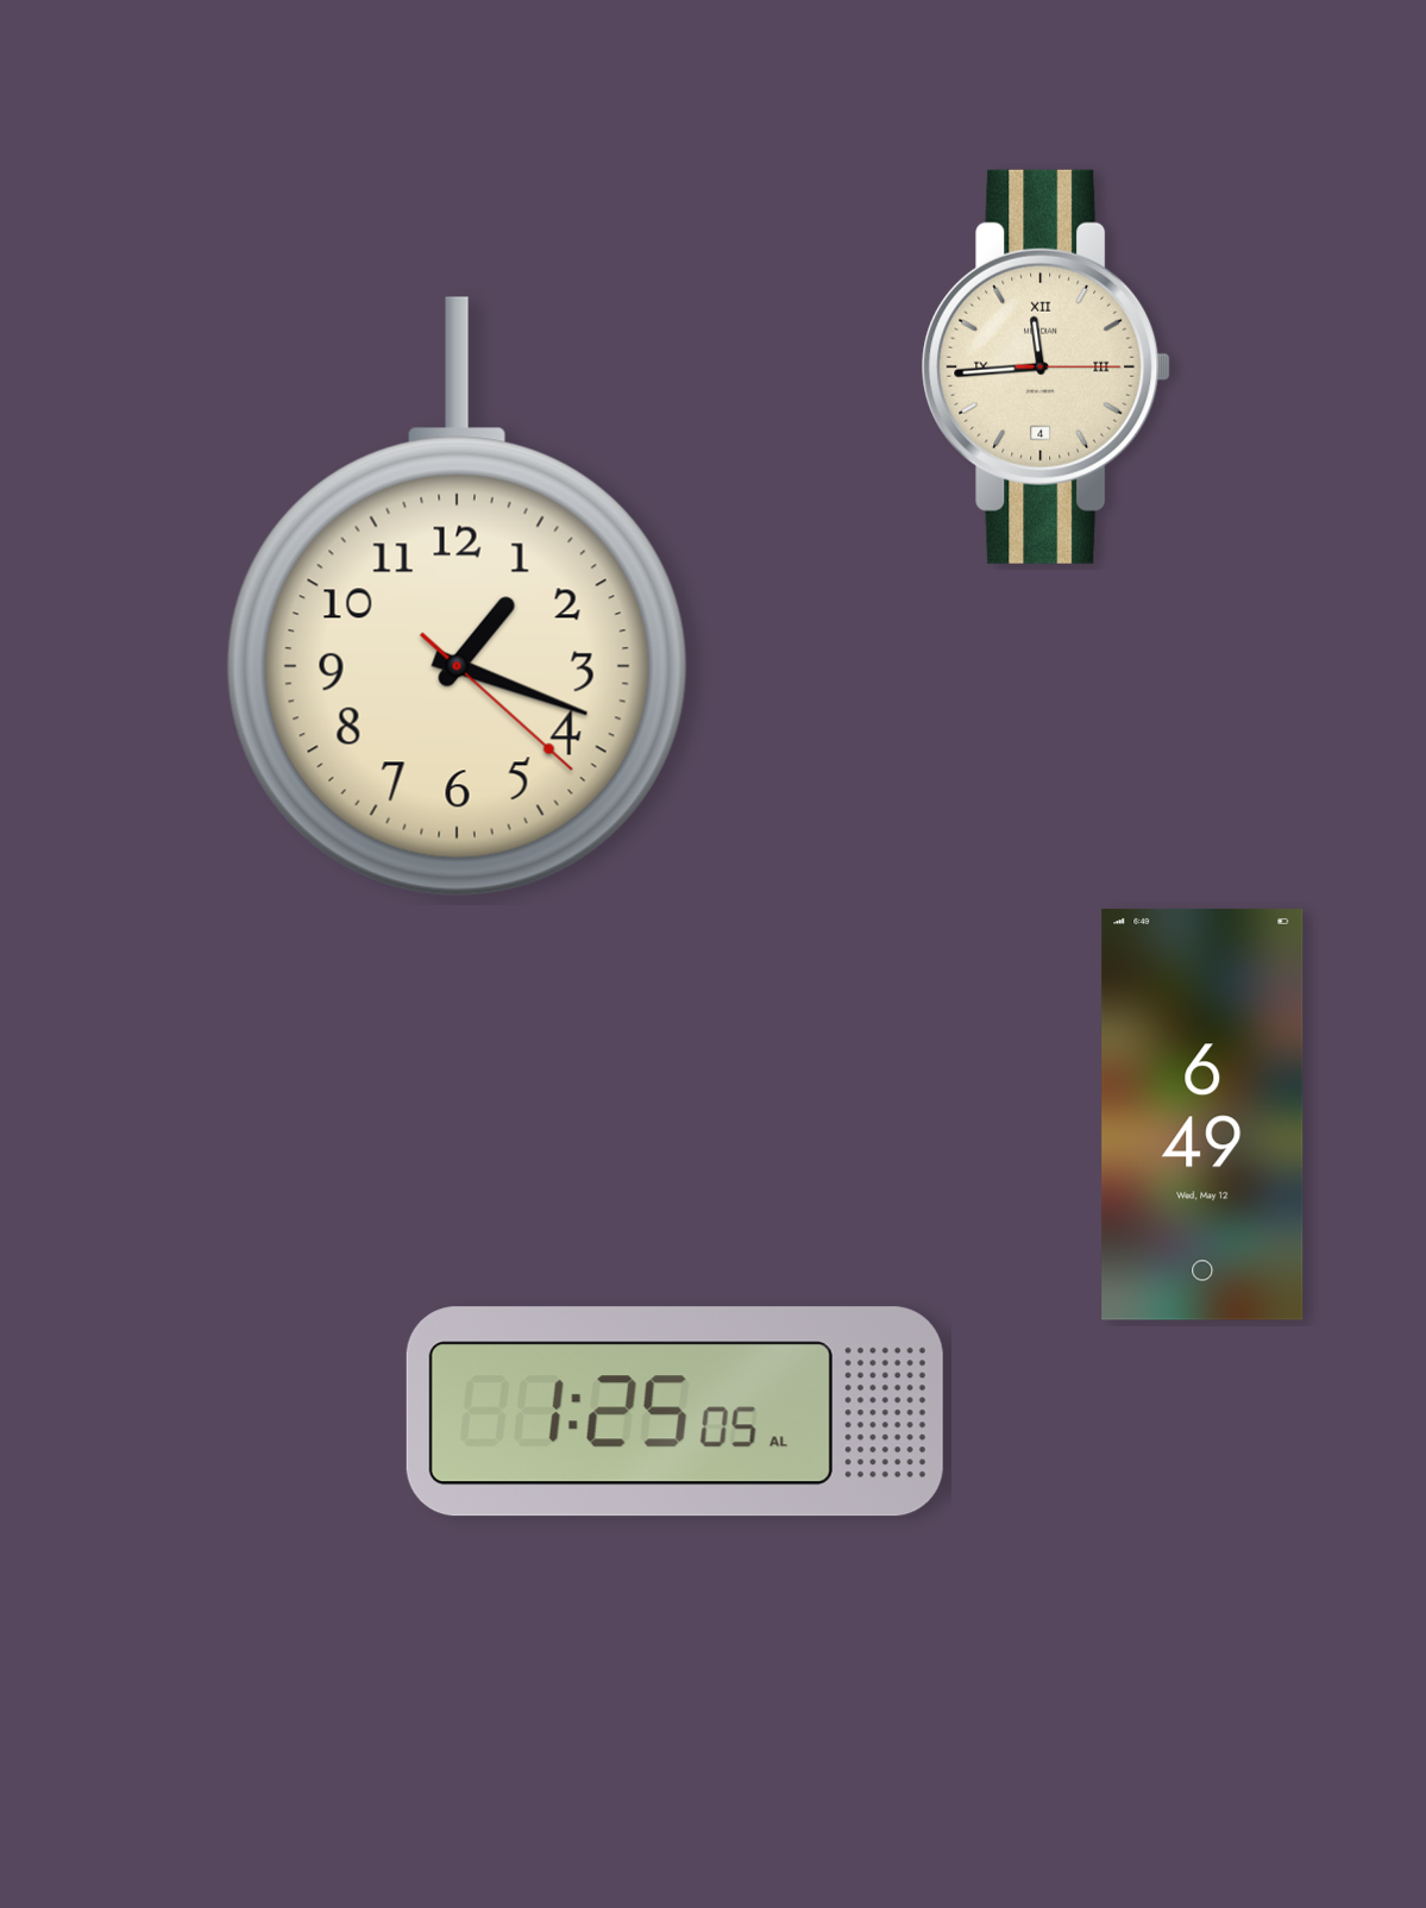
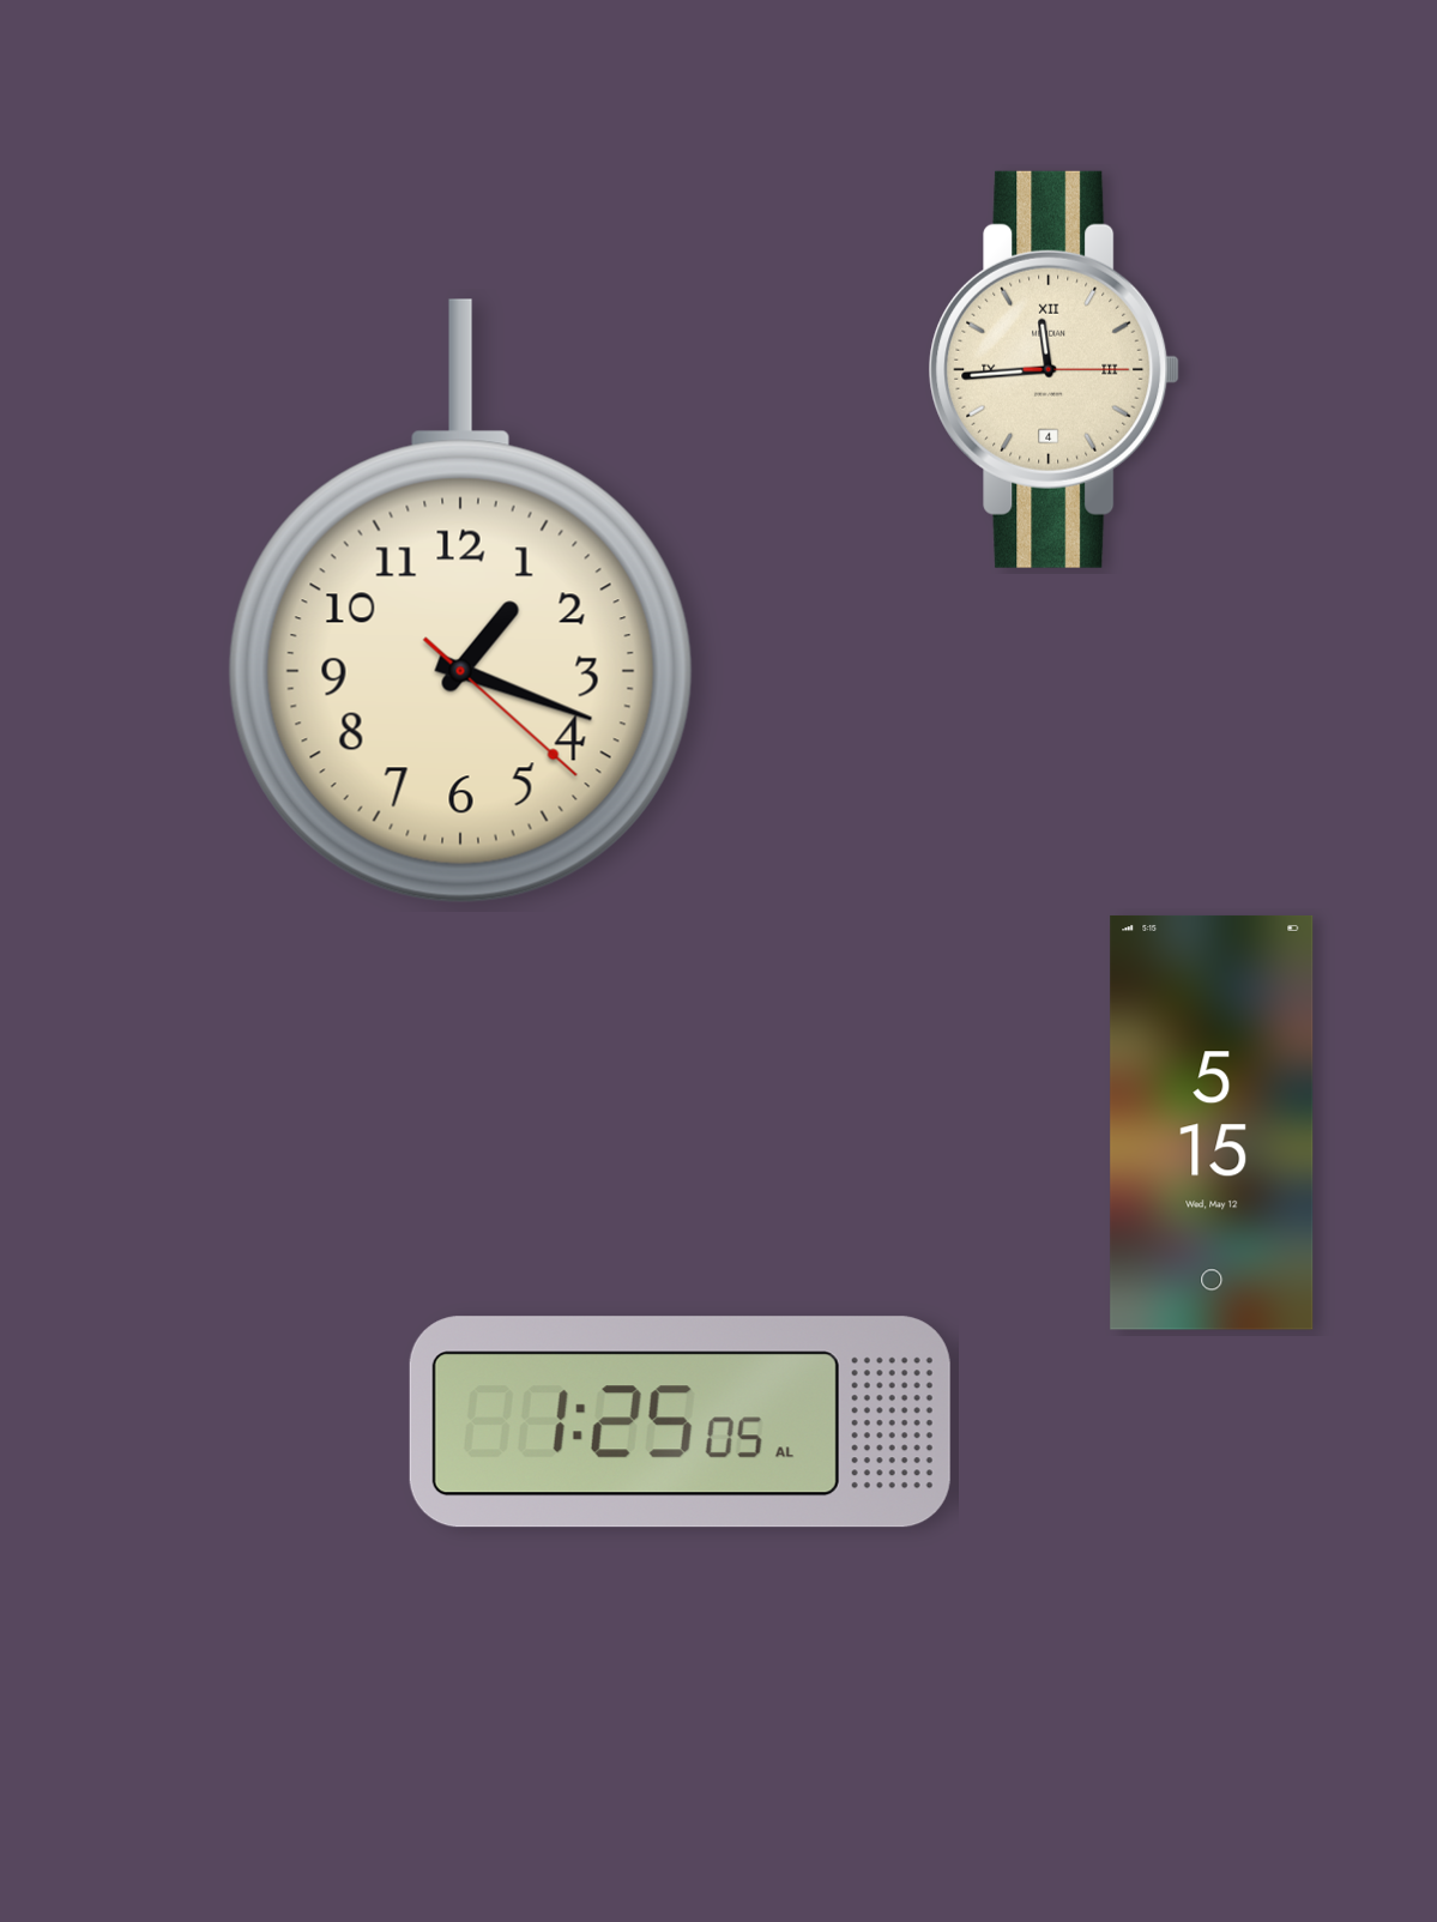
clock at (1202, 1115): 6:49 -> 5:15
